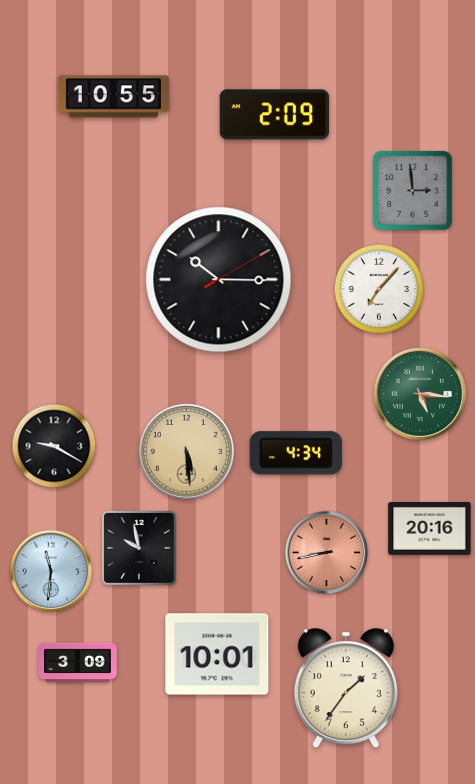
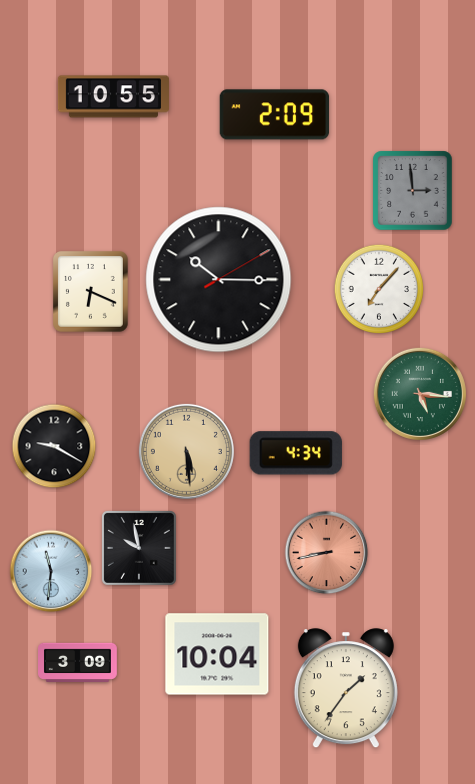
clock at (91, 292): none -> 6:19
clock at (430, 529): 20:16 -> none
clock at (217, 654): 10:01 -> 10:04
